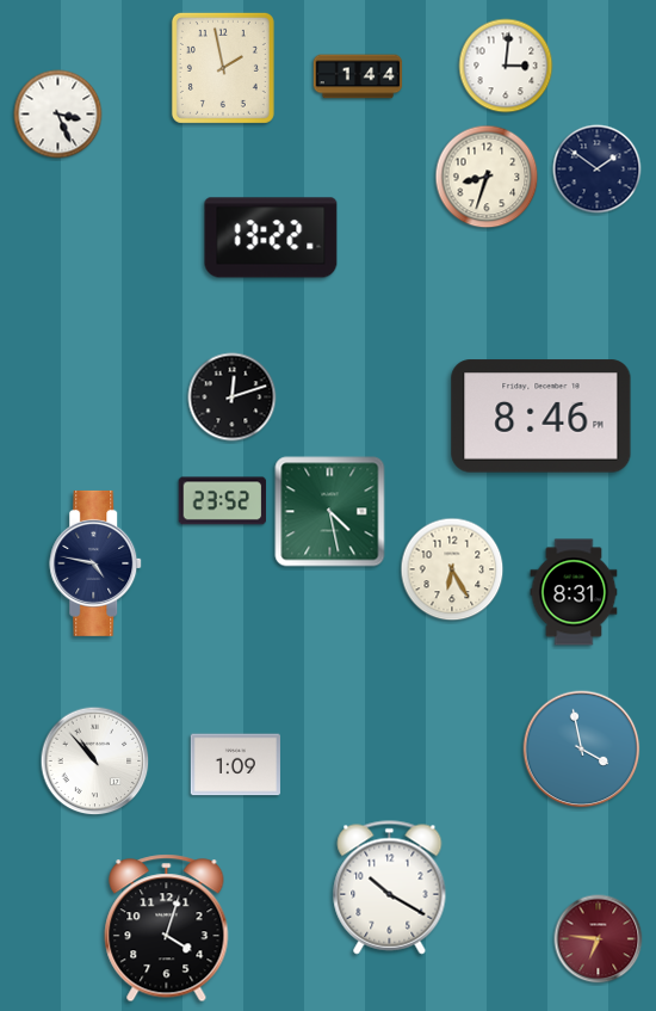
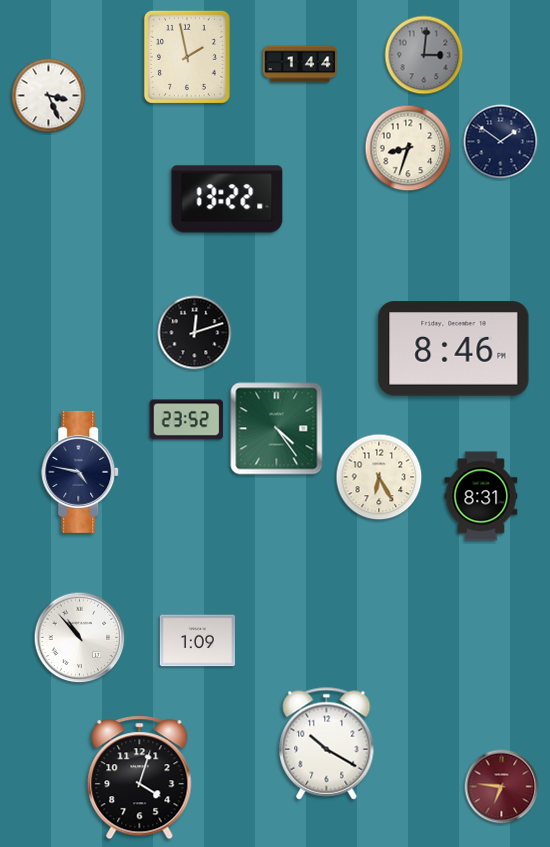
clock at (506, 66) dial: white -> grey
clock at (330, 512): 4:28 -> 4:24
clock at (582, 750): 3:58 -> none
